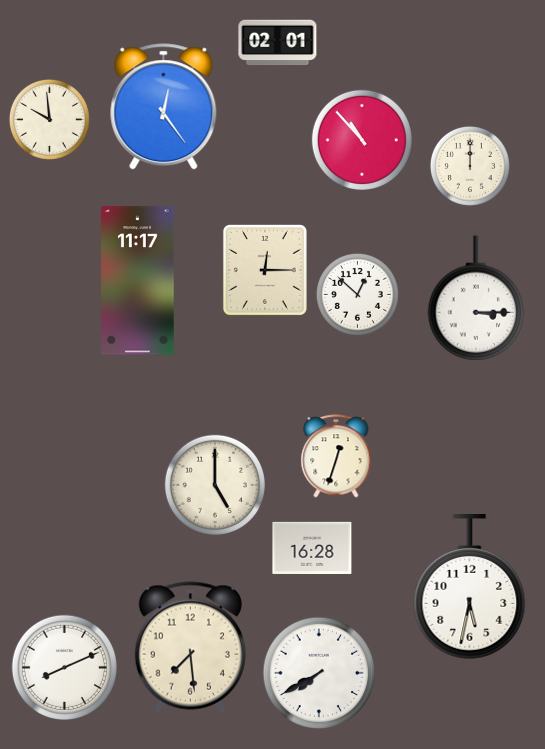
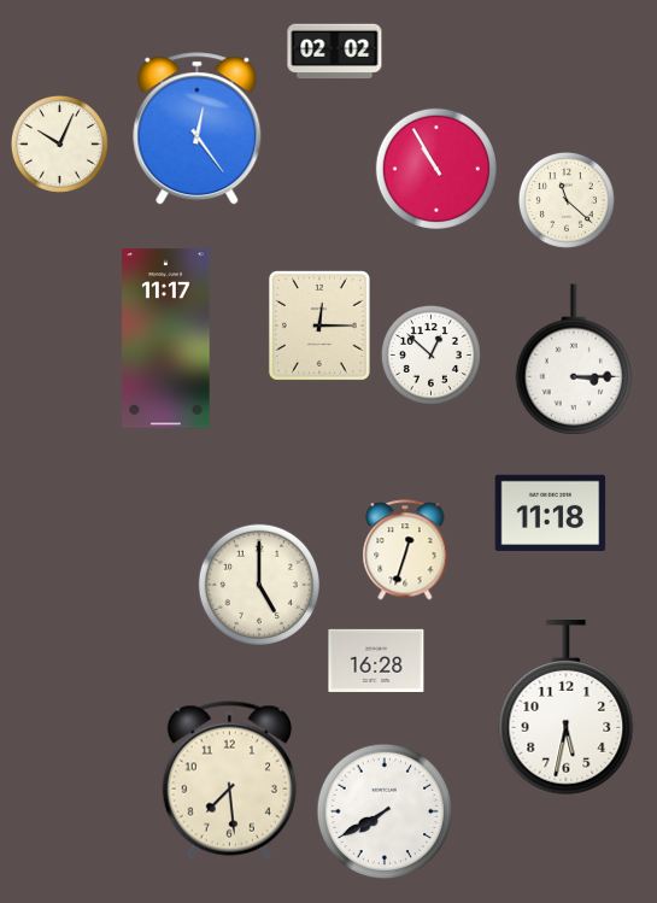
clock at (278, 43): 02:01 -> 02:02
clock at (49, 119): 9:59 -> 10:04
clock at (362, 140): 10:53 -> 10:55
clock at (470, 166): 12:00 -> 11:22
clock at (551, 512): none -> 11:18
clock at (64, 667): 8:11 -> none
